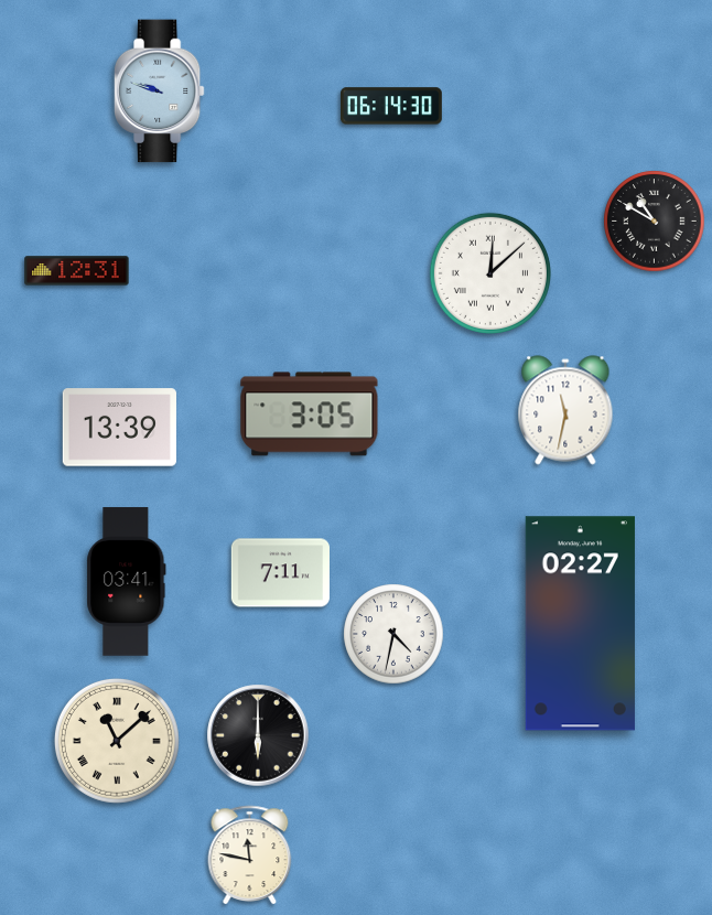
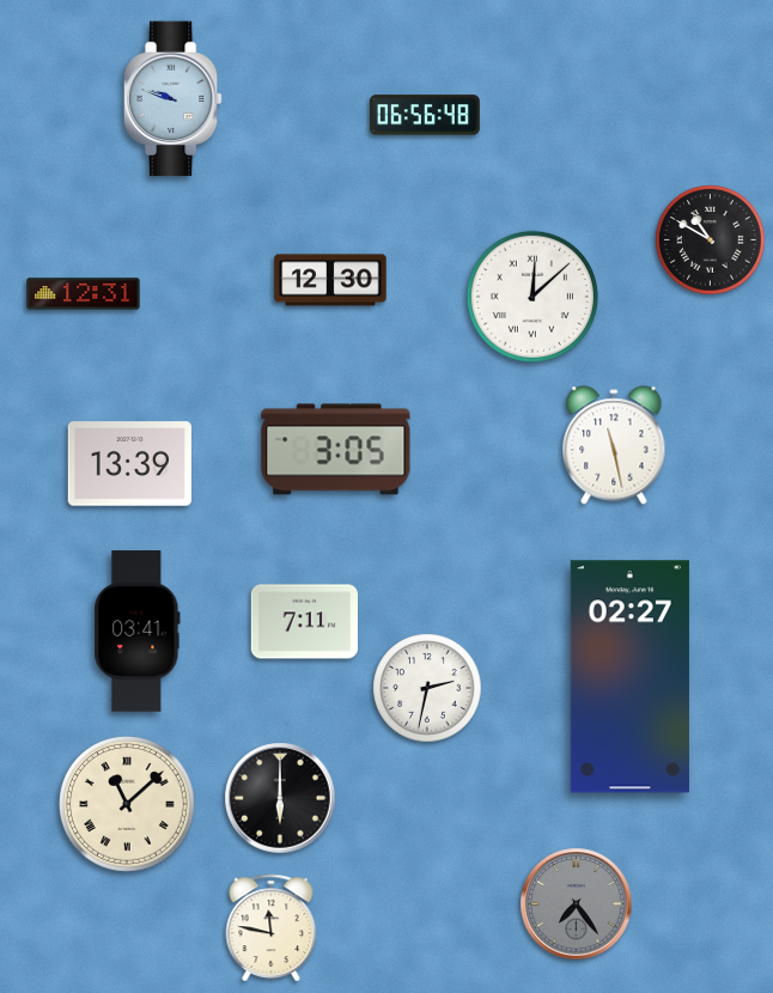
clock at (392, 106): 06:14 -> 06:56
clock at (330, 280): none -> 12:30
clock at (565, 410): 11:32 -> 11:28
clock at (393, 634): 4:32 -> 2:32
clock at (577, 904): none -> 7:24
